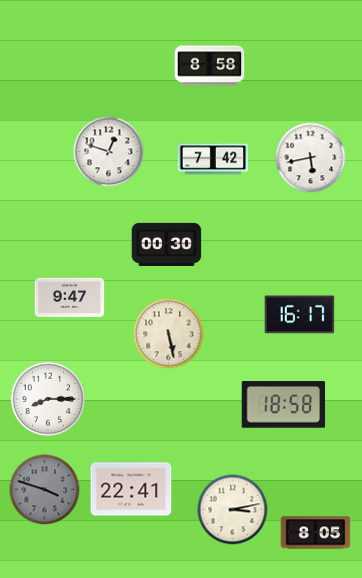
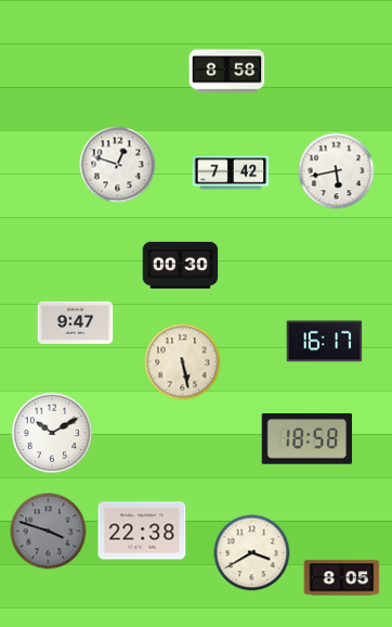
clock at (48, 399): 8:15 -> 10:10
clock at (131, 489): 22:41 -> 22:38
clock at (233, 510): 3:13 -> 3:40
